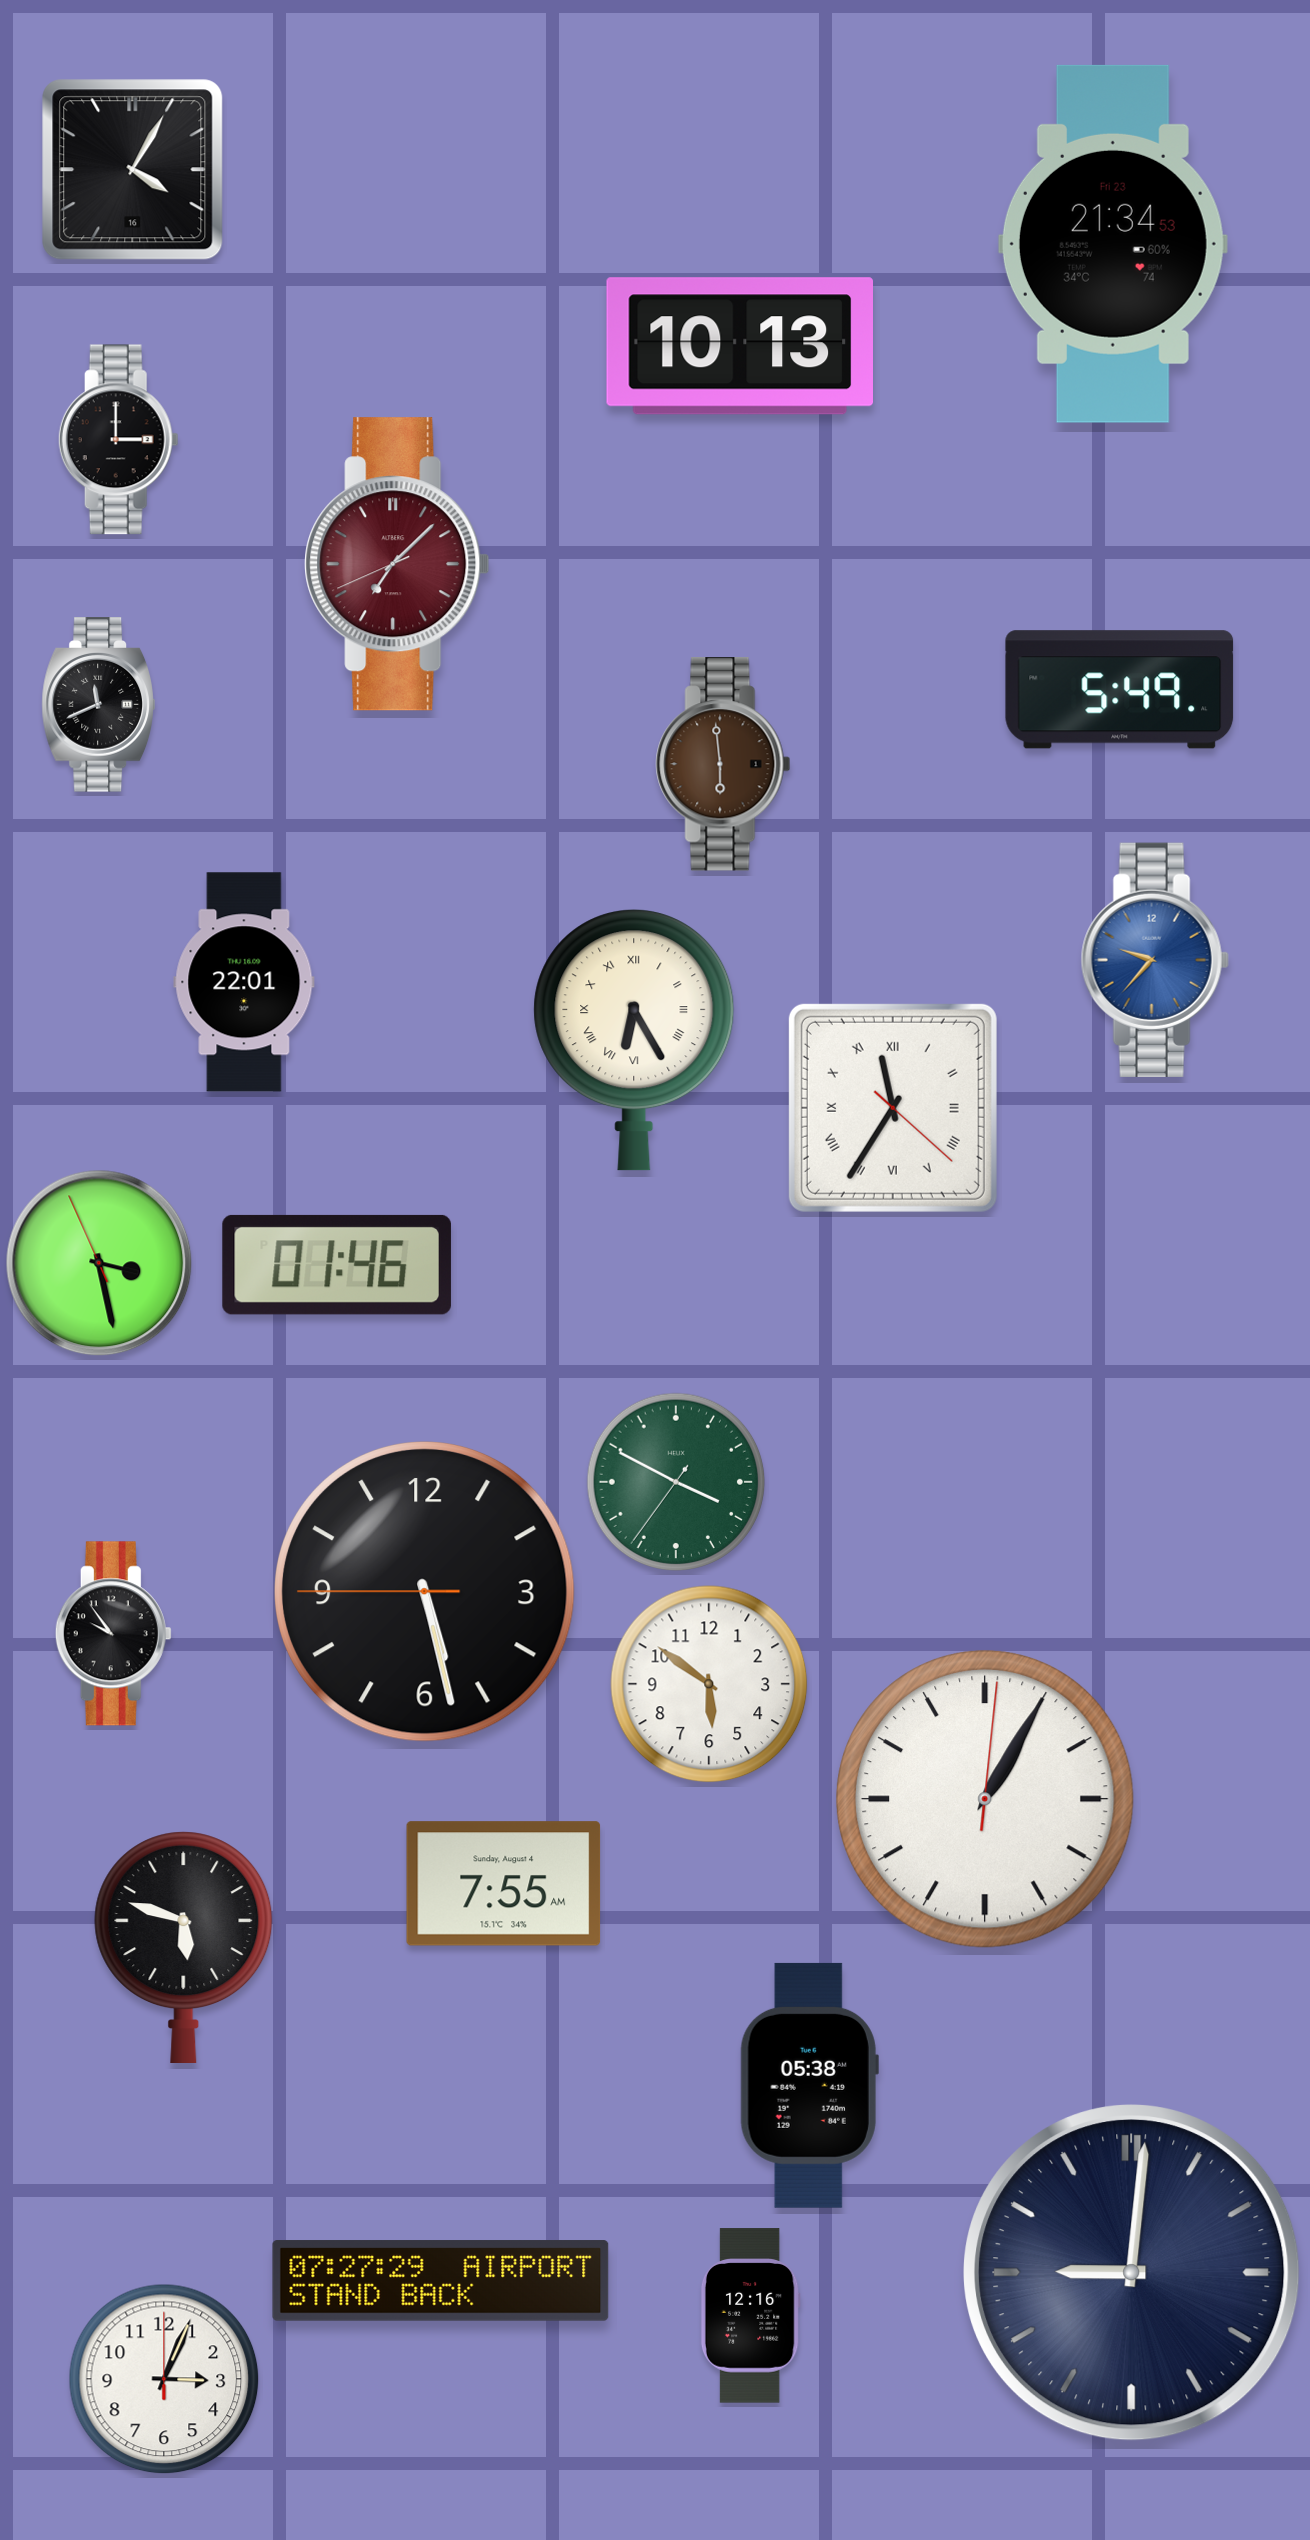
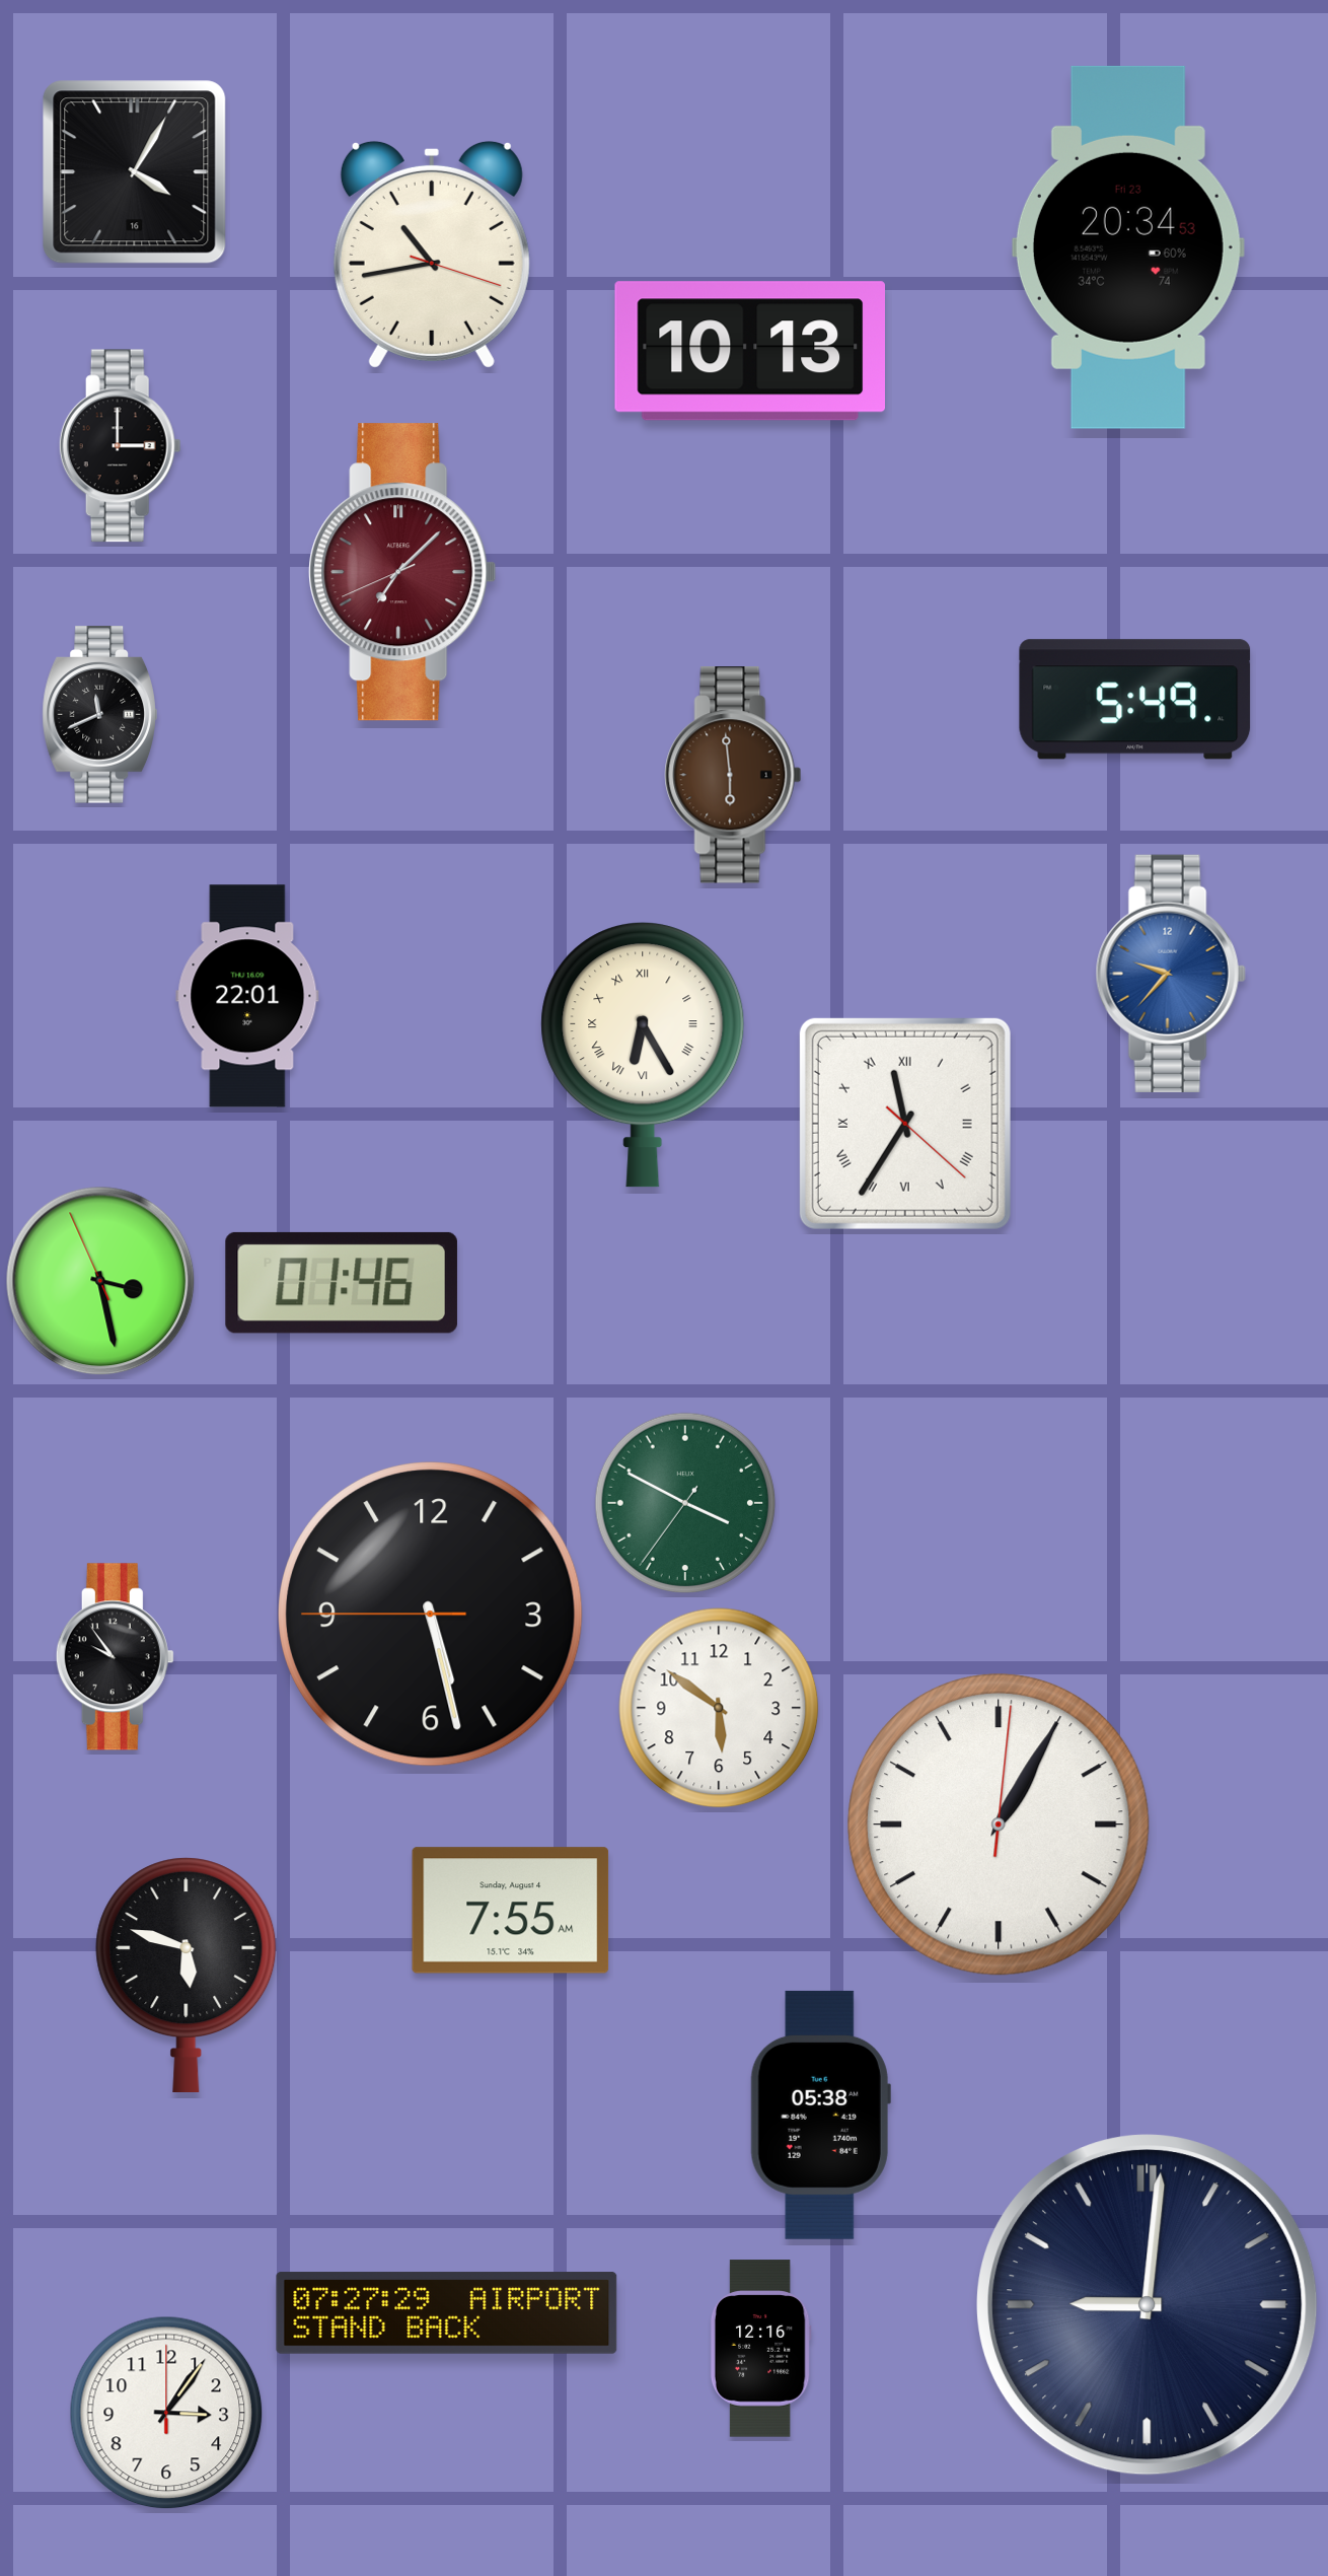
clock at (1113, 244): 21:34 -> 20:34
clock at (432, 255): none -> 10:43
clock at (164, 2379): 3:04 -> 3:06
